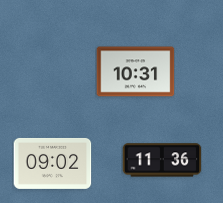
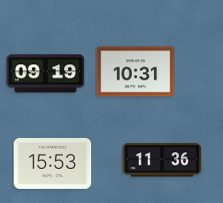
clock at (45, 74): none -> 09:19
clock at (52, 163): 09:02 -> 15:53
